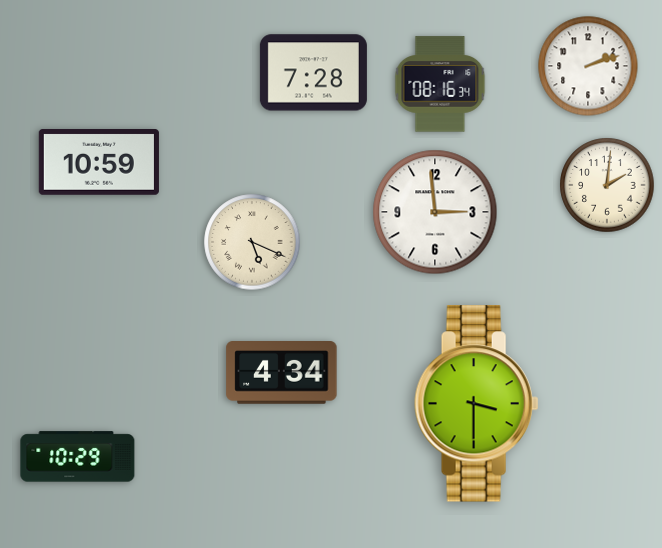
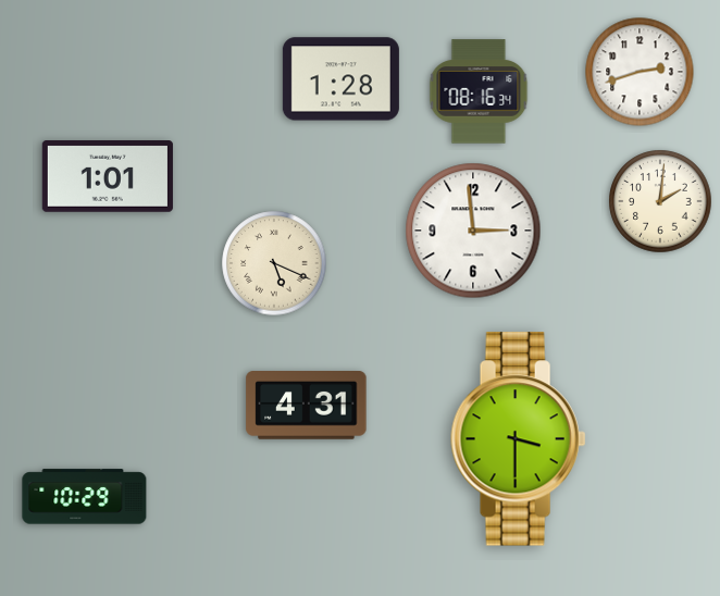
clock at (588, 66): 2:12 -> 2:42
clock at (313, 73): 7:28 -> 1:28
clock at (99, 163): 10:59 -> 1:01
clock at (282, 373): 4:34 -> 4:31
